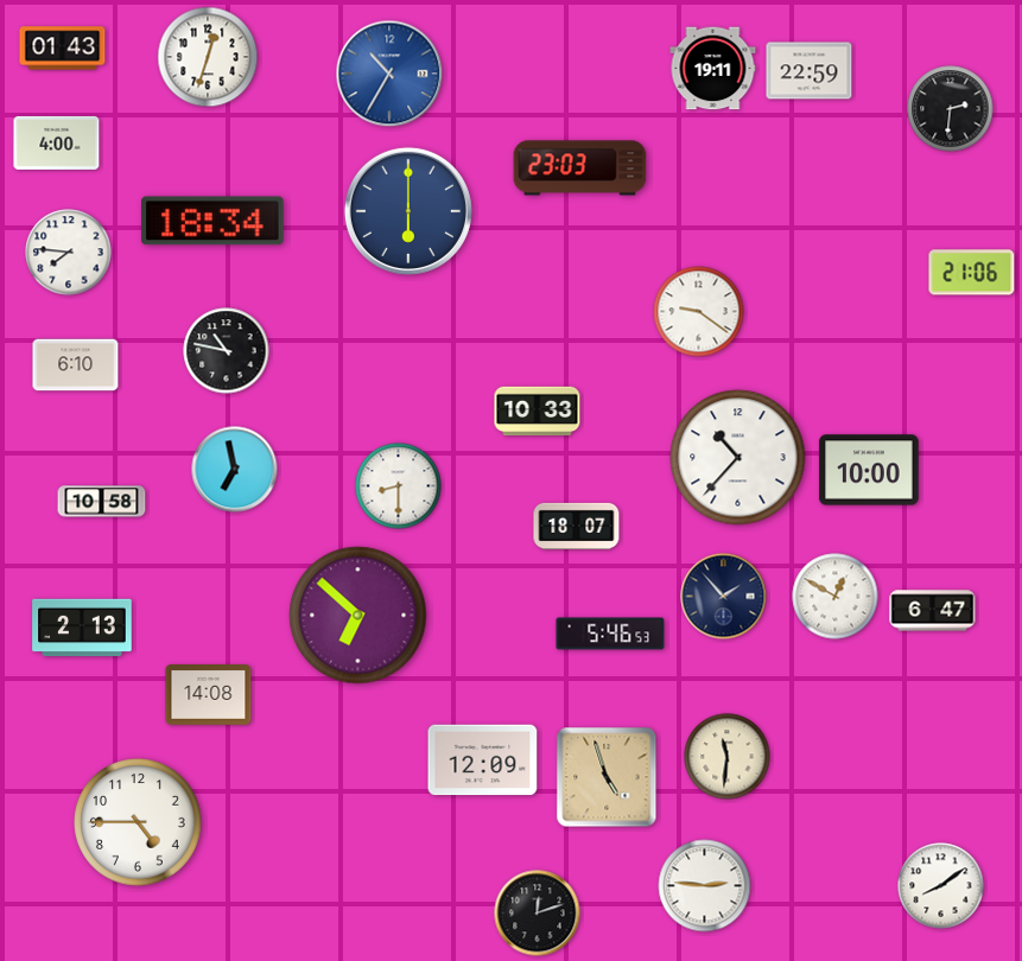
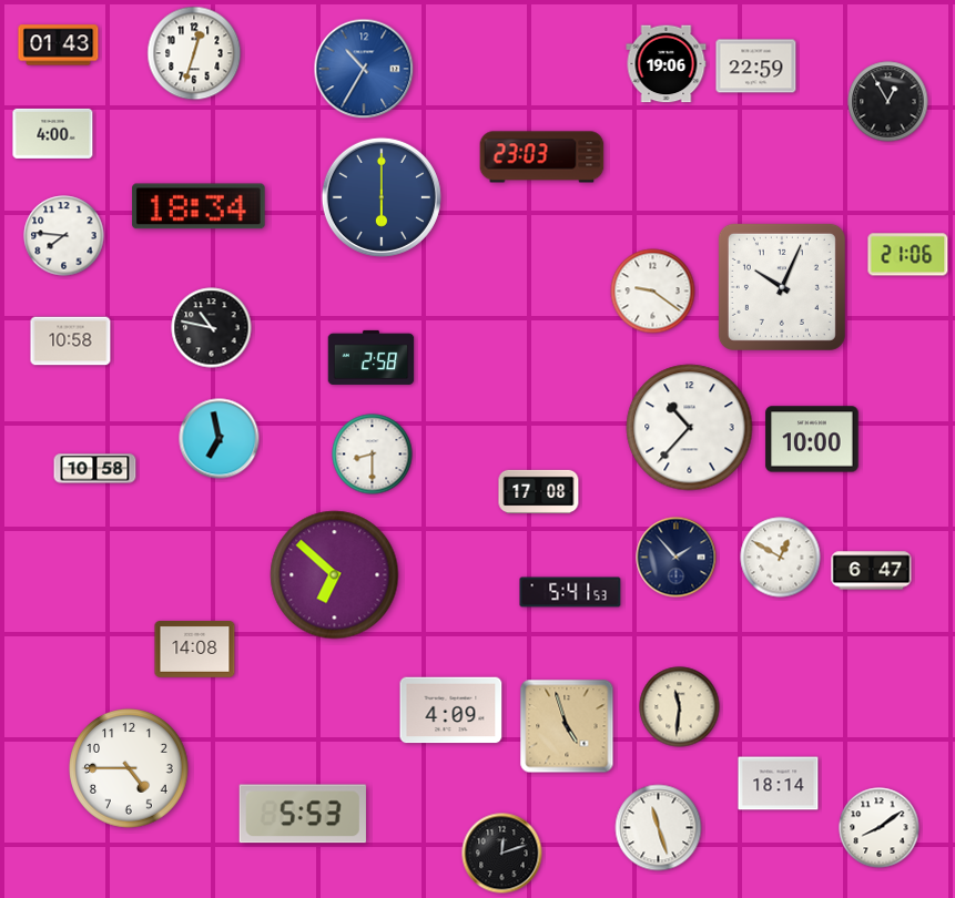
clock at (713, 69): 19:11 -> 19:06
clock at (951, 109): 2:31 -> 12:55
clock at (782, 287): none -> 10:04
clock at (76, 365): 6:10 -> 10:58
clock at (372, 357): none -> 2:58
clock at (538, 412): 10:33 -> none
clock at (577, 526): 18:07 -> 17:08
clock at (82, 628): 2:13 -> none
clock at (610, 634): 5:46 -> 5:41
clock at (483, 760): 12:09 -> 4:09
clock at (779, 784): none -> 18:14
clock at (303, 814): none -> 5:53
clock at (705, 886): 2:46 -> 11:27
